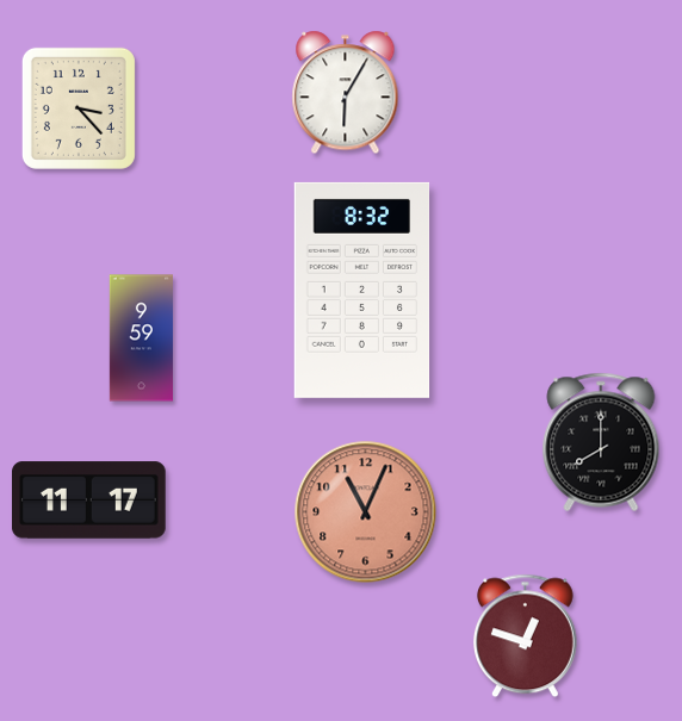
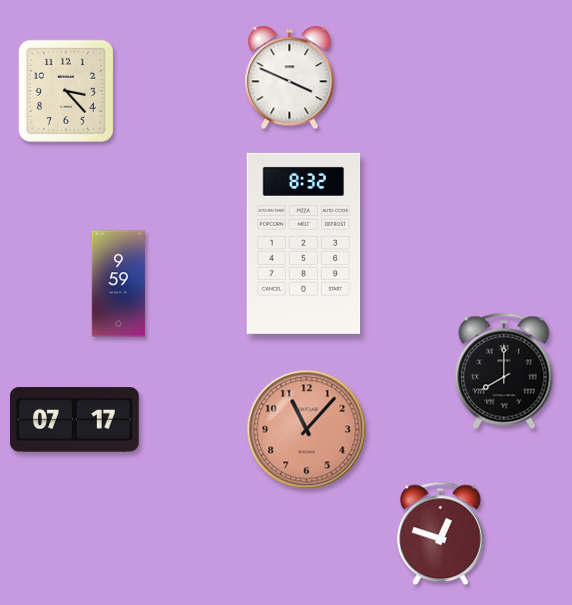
clock at (346, 93): 6:05 -> 3:49
clock at (89, 501): 11:17 -> 07:17
clock at (366, 512): 11:04 -> 11:07
